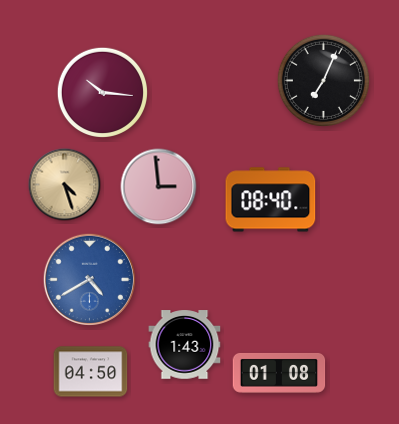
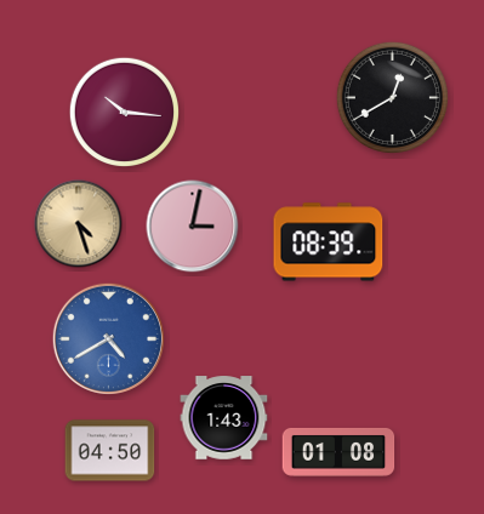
clock at (323, 80): 7:04 -> 12:40
clock at (159, 187): 2:59 -> 3:02
clock at (271, 200): 08:40 -> 08:39
